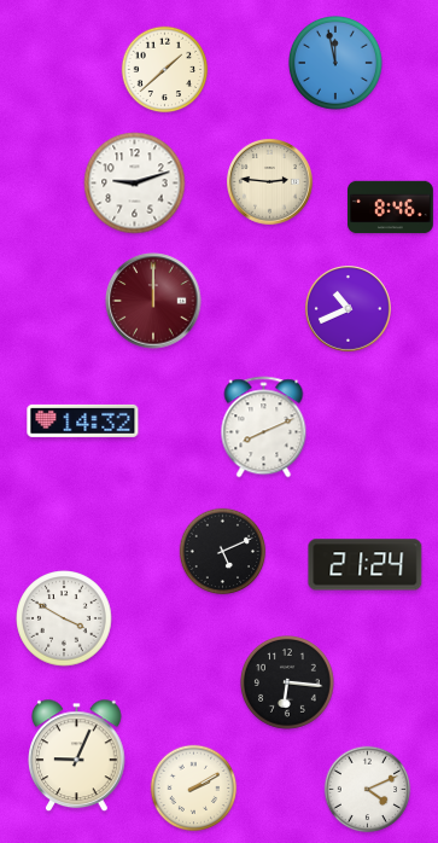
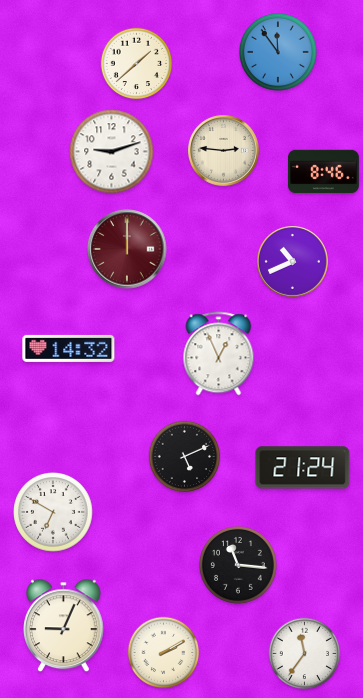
clock at (337, 64): 11:58 -> 11:54
clock at (165, 70) position: (165, 70) -> (137, 64)
clock at (349, 309) position: (349, 309) -> (293, 262)
clock at (264, 428): 8:11 -> 12:56
clock at (64, 618): 3:50 -> 6:50
clock at (288, 684): 6:16 -> 11:16
clock at (194, 789) position: (194, 789) -> (164, 653)
clock at (368, 790): 4:11 -> 11:36
